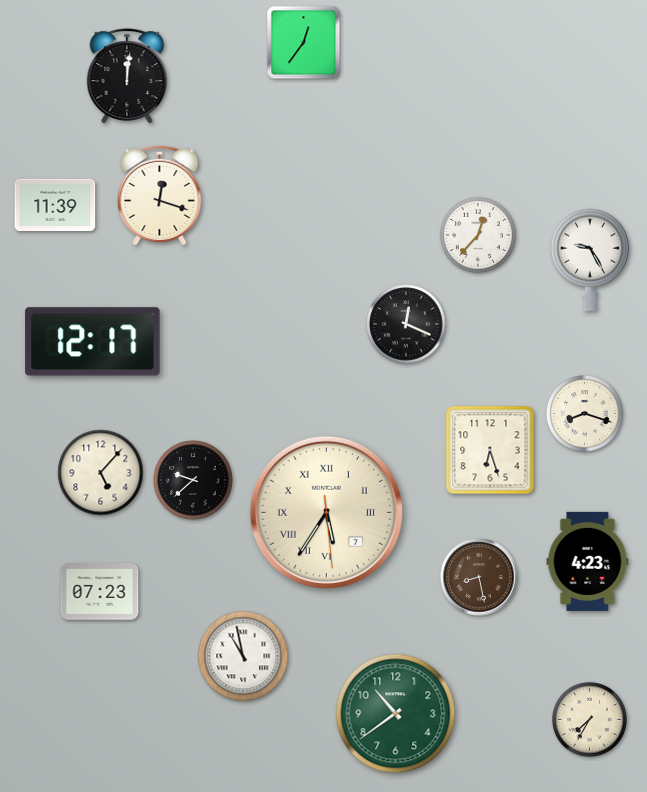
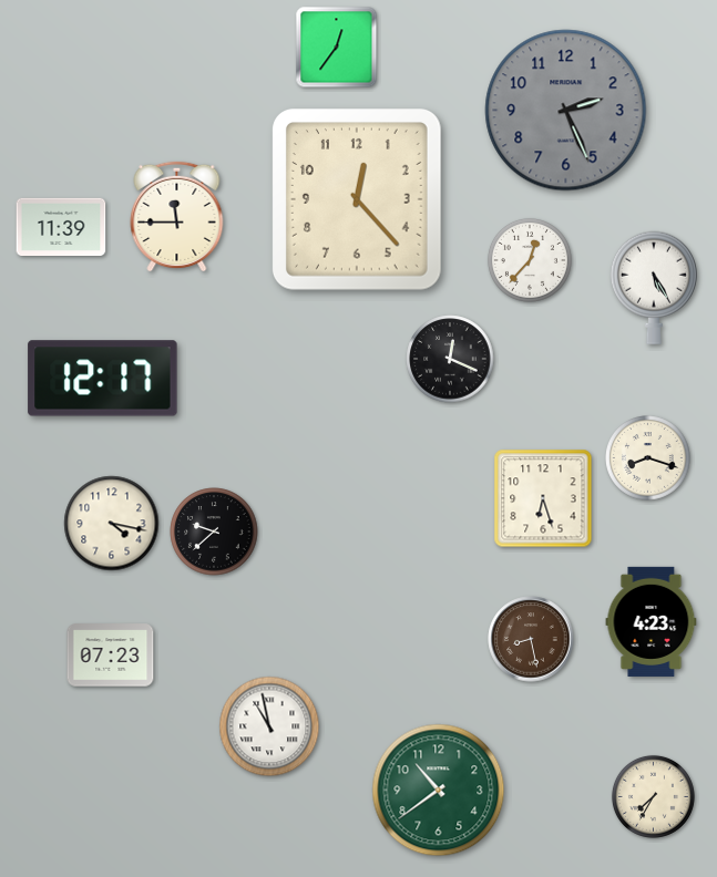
clock at (127, 76): 12:01 -> none
clock at (566, 111): none -> 2:26
clock at (357, 200): none -> 12:23
clock at (160, 194): 12:18 -> 11:45
clock at (590, 260): 9:25 -> 5:25
clock at (101, 473): 5:07 -> 4:17
clock at (326, 512): 5:35 -> none
